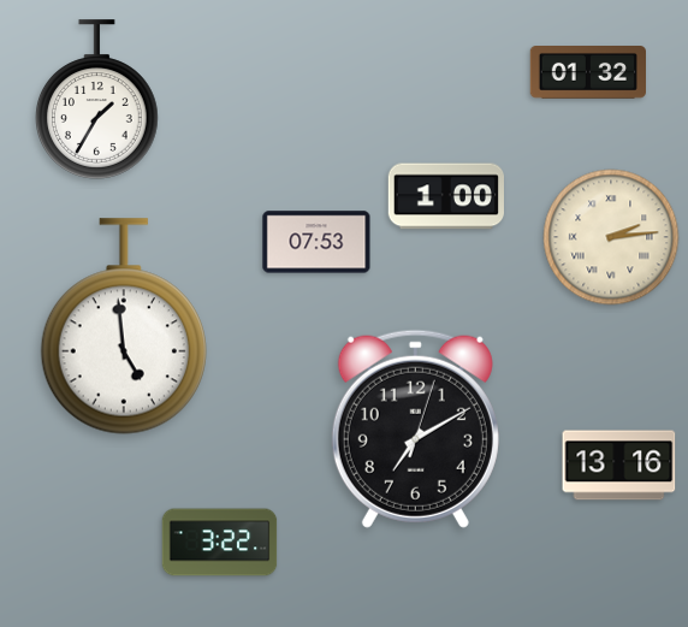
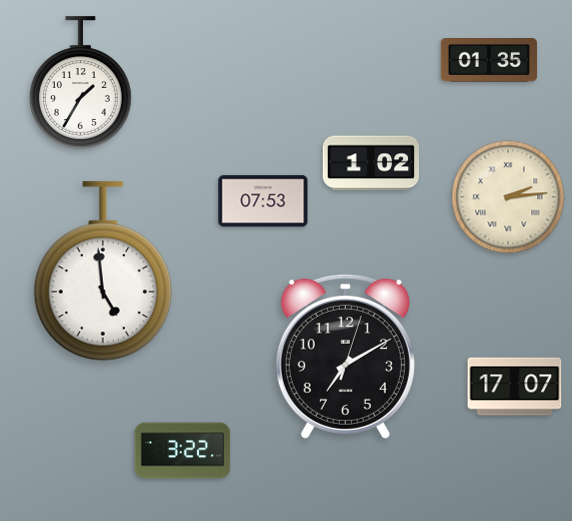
clock at (587, 73): 01:32 -> 01:35
clock at (445, 196): 1:00 -> 1:02
clock at (619, 466): 13:16 -> 17:07
